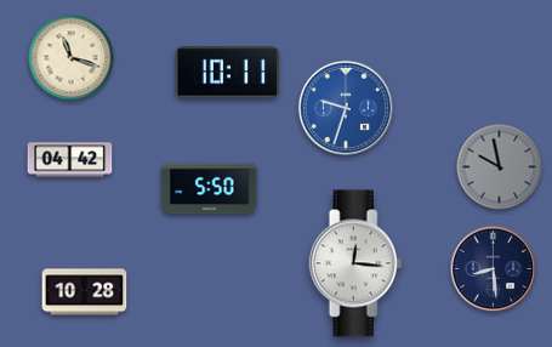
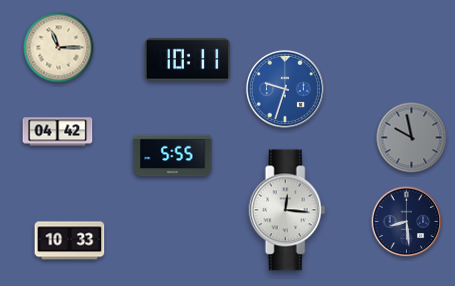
clock at (72, 58): 11:18 -> 11:15
clock at (210, 189): 5:50 -> 5:55
clock at (355, 263) position: (355, 263) -> (287, 210)
clock at (85, 292): 10:28 -> 10:33
